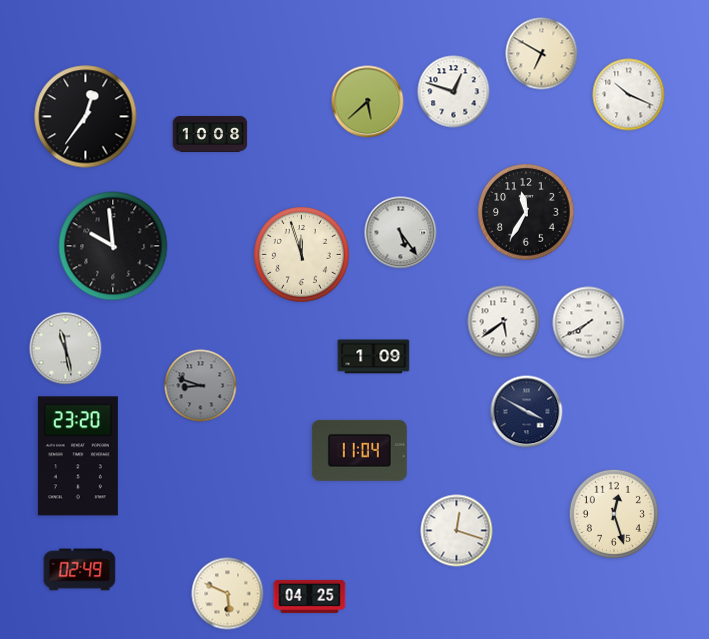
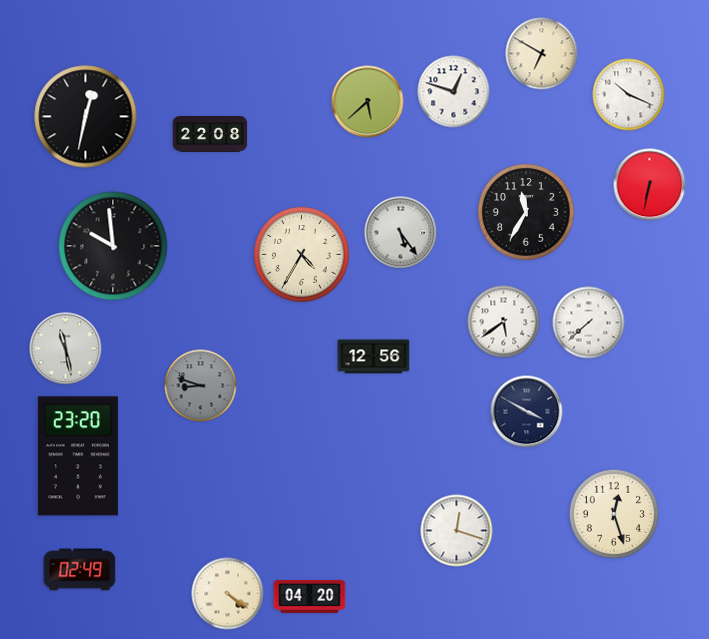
clock at (86, 117): 12:36 -> 12:32
clock at (210, 134): 10:08 -> 22:08
clock at (650, 185): none -> 6:32
clock at (302, 255): 11:57 -> 4:35
clock at (589, 323): 7:40 -> 7:38
clock at (374, 357): 1:09 -> 12:56
clock at (359, 450): 11:04 -> none
clock at (228, 594): 5:49 -> 4:21
clock at (310, 596): 04:25 -> 04:20
